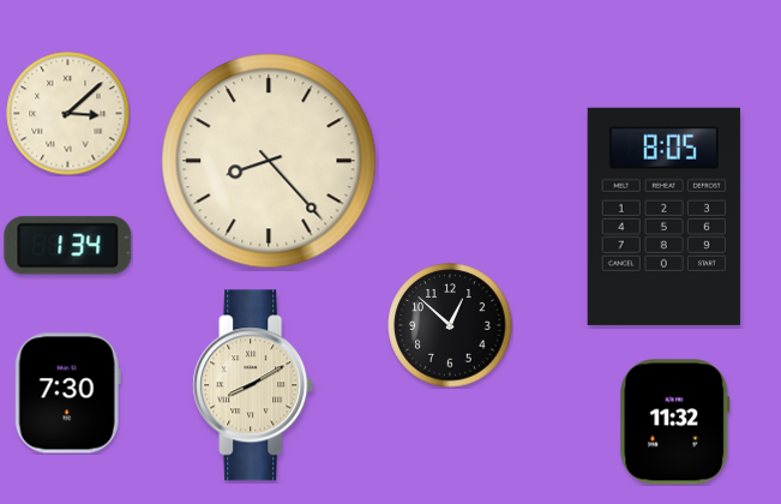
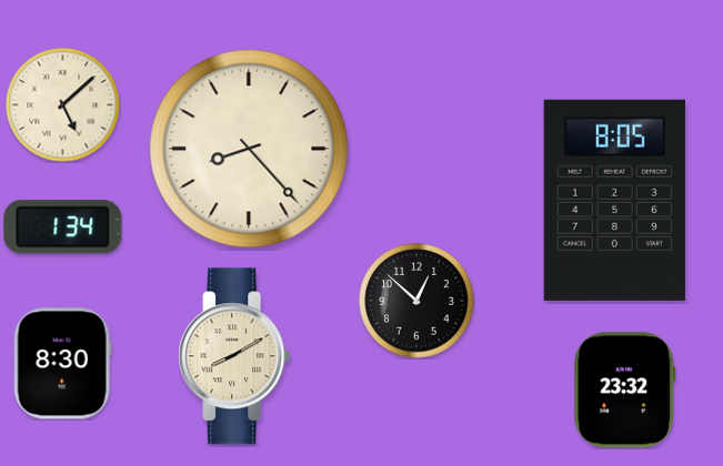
clock at (68, 114): 3:08 -> 5:08
clock at (67, 394): 7:30 -> 8:30
clock at (675, 422): 11:32 -> 23:32
